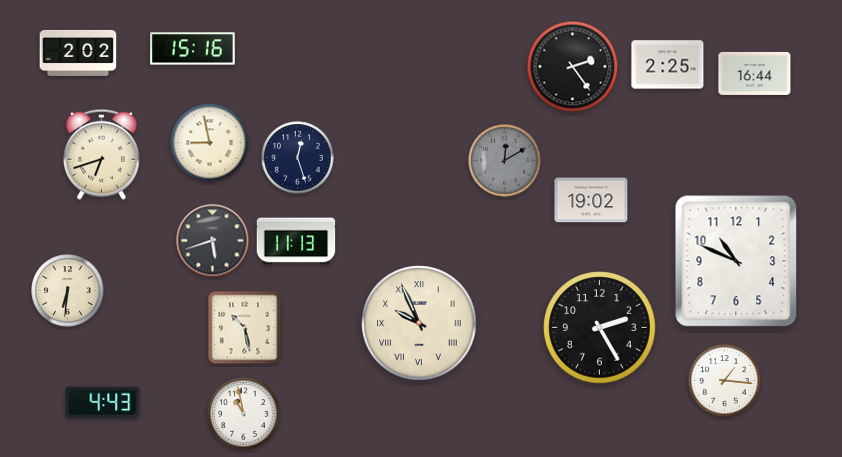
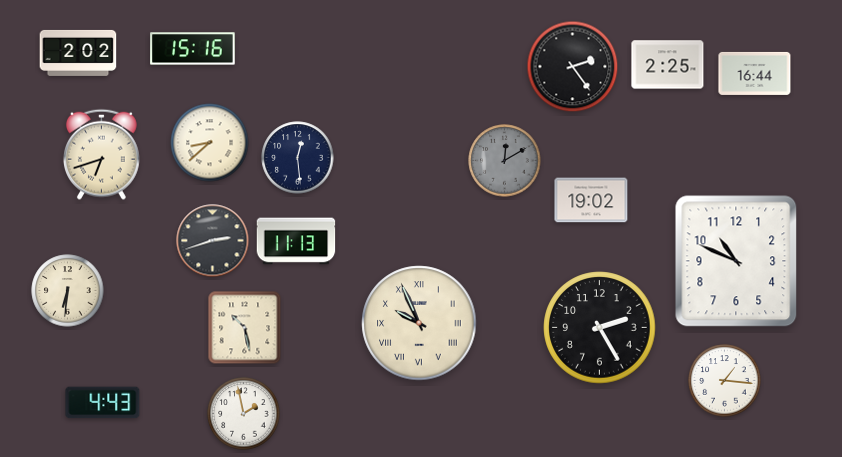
clock at (210, 143): 8:58 -> 8:38
clock at (298, 158): 12:27 -> 12:29
clock at (213, 241): 5:42 -> 2:42
clock at (244, 414): 10:58 -> 1:58
